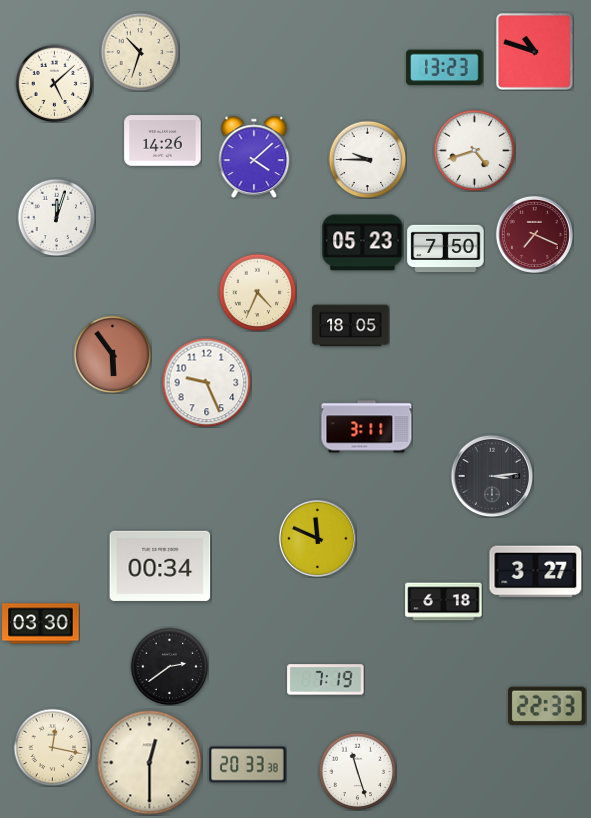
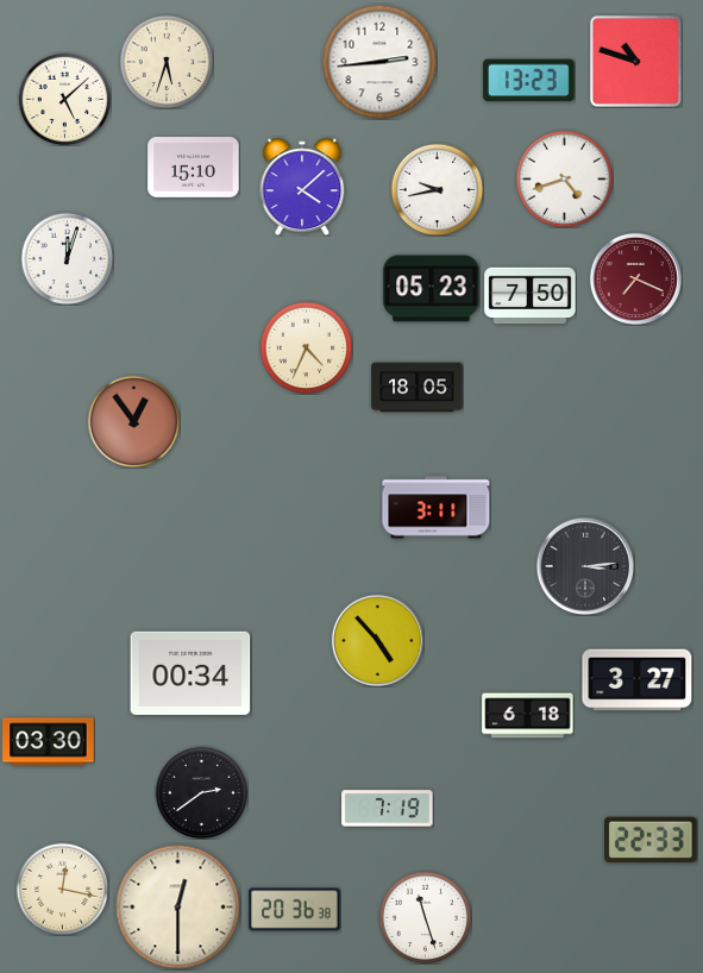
clock at (140, 52): 10:33 -> 5:33
clock at (379, 62): none -> 2:44
clock at (163, 141): 14:26 -> 15:10
clock at (367, 159): 9:45 -> 9:43
clock at (112, 354): 5:54 -> 12:54
clock at (206, 382): 9:26 -> none
clock at (317, 538): 11:49 -> 4:53
clock at (248, 765): 20:33 -> 20:36
